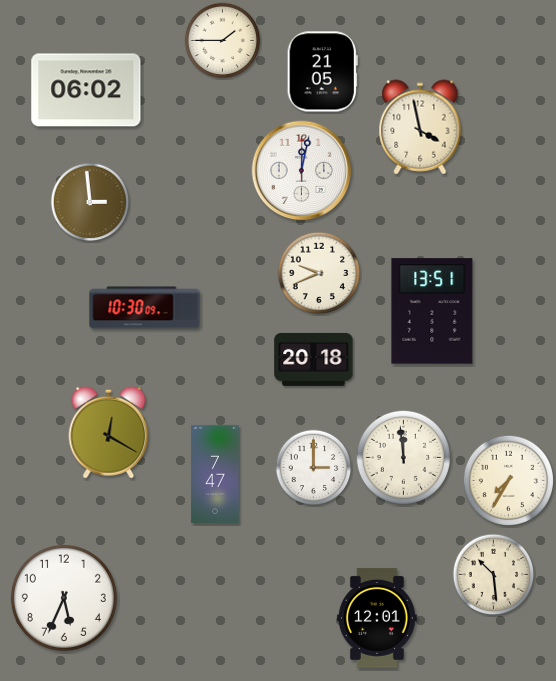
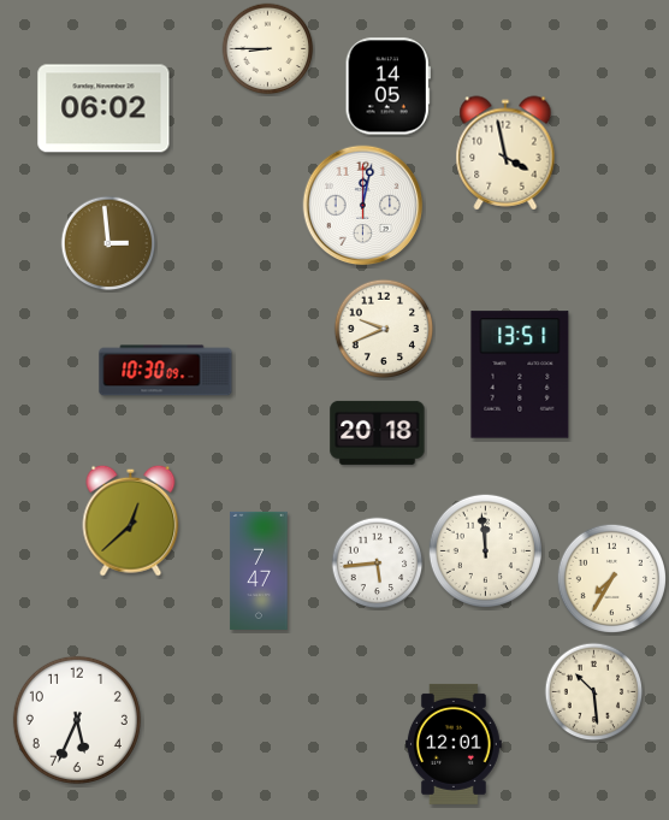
clock at (223, 41): 1:45 -> 8:45
clock at (322, 72): 21:05 -> 14:05
clock at (145, 308) position: (145, 308) -> (166, 371)
clock at (109, 432): 12:20 -> 12:38
clock at (314, 468): 3:00 -> 5:44
